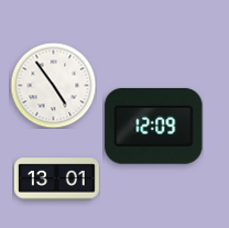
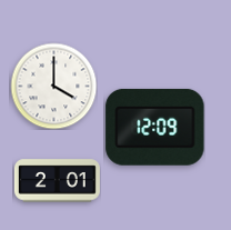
clock at (53, 85): 4:54 -> 4:00
clock at (56, 180): 13:01 -> 2:01
